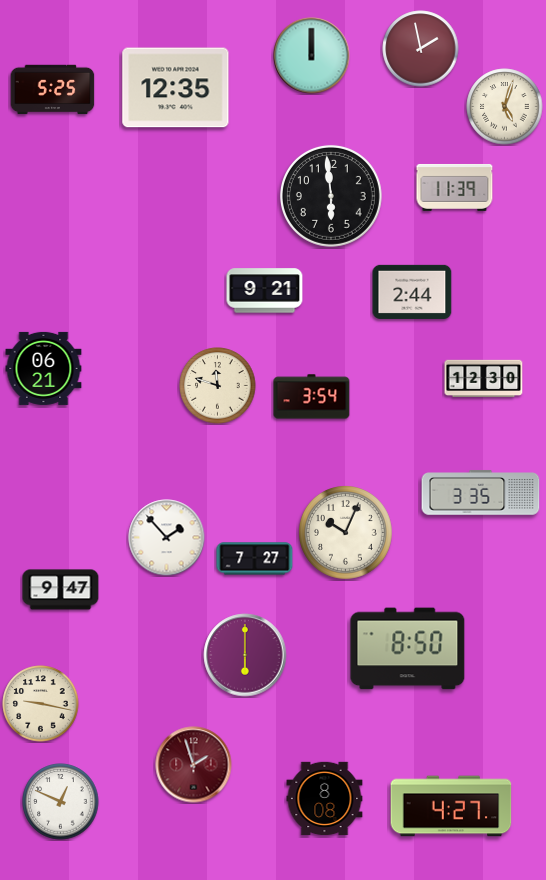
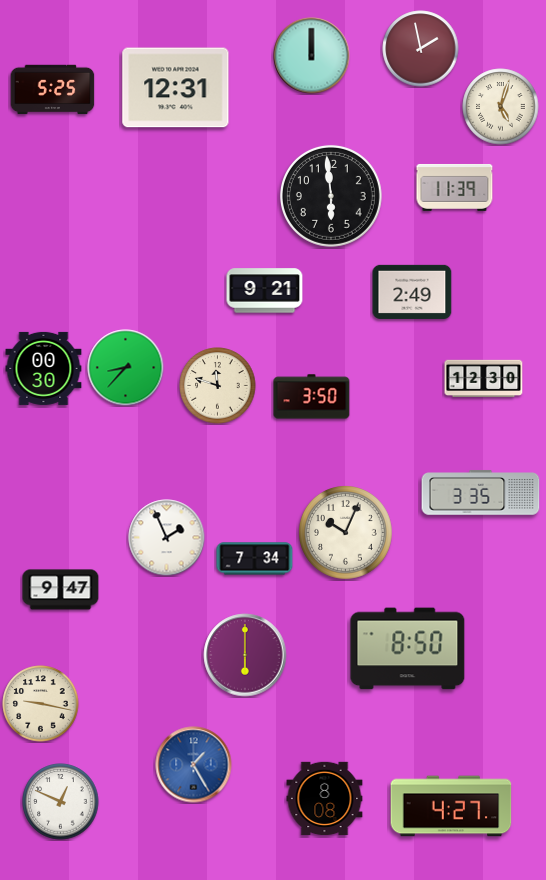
clock at (176, 88): 12:35 -> 12:31
clock at (505, 107) position: (505, 107) -> (501, 107)
clock at (412, 292): 2:44 -> 2:49
clock at (44, 368): 06:21 -> 00:30
clock at (126, 368): none -> 8:37
clock at (312, 397): 3:54 -> 3:50
clock at (167, 538): 1:53 -> 1:56
clock at (255, 559): 7:27 -> 7:34
clock at (194, 765): 1:57 -> 1:25
clock at (194, 765) dial: burgundy -> blue
